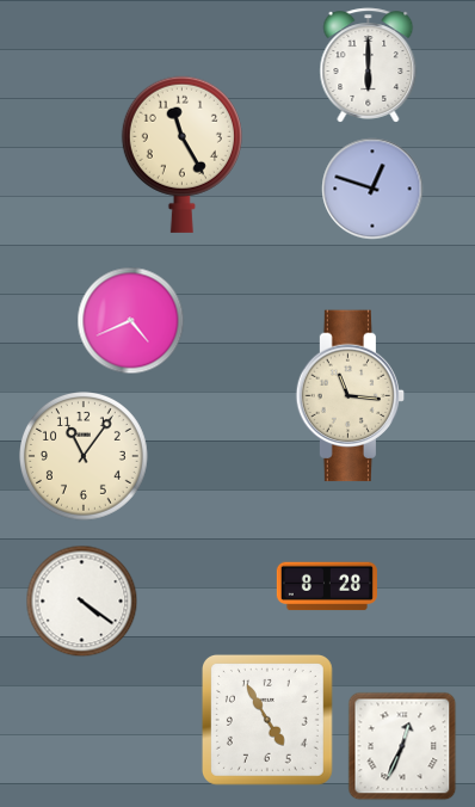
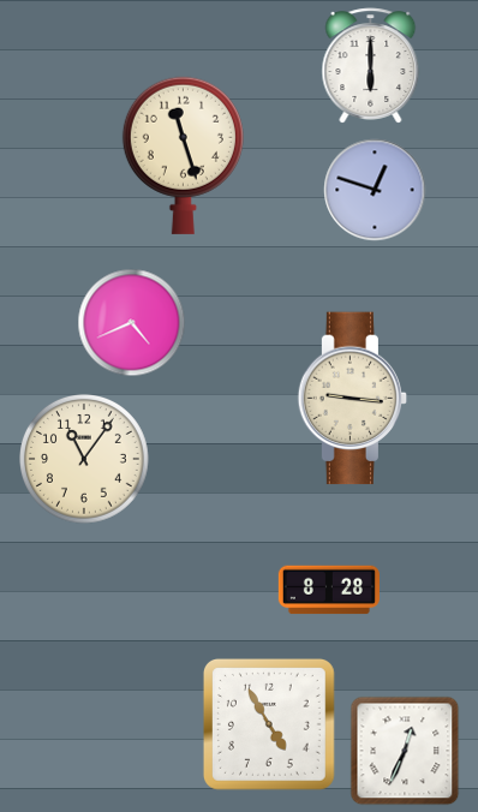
clock at (181, 154): 11:25 -> 11:27
clock at (351, 396): 11:16 -> 9:16
clock at (82, 602): 4:21 -> none
